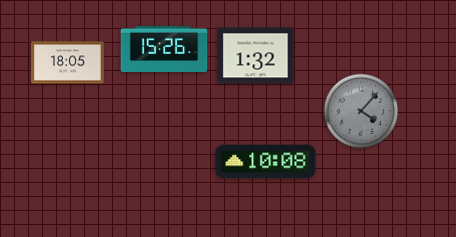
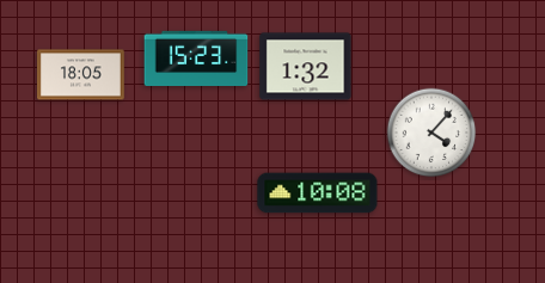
clock at (164, 48): 15:26 -> 15:23
clock at (361, 111) dial: grey -> white
